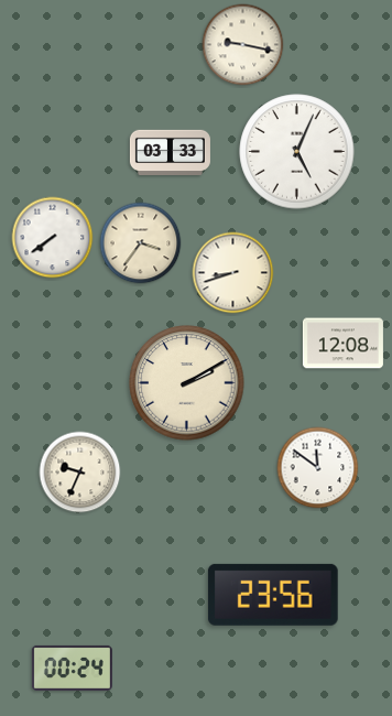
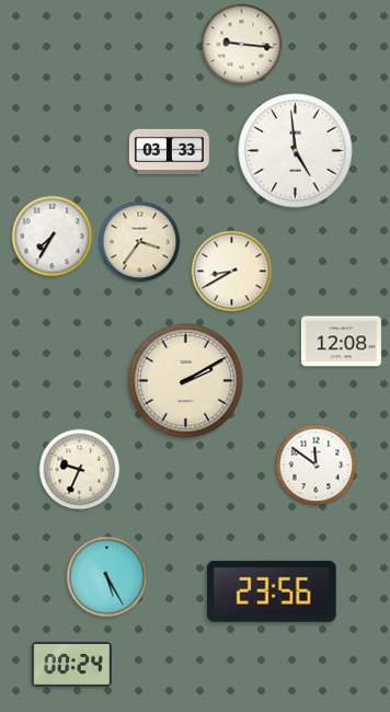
clock at (243, 45): 9:17 -> 9:16
clock at (297, 152): 5:04 -> 4:59
clock at (53, 238): 7:39 -> 7:35
clock at (233, 273): 8:42 -> 8:40
clock at (107, 577): none -> 5:25
